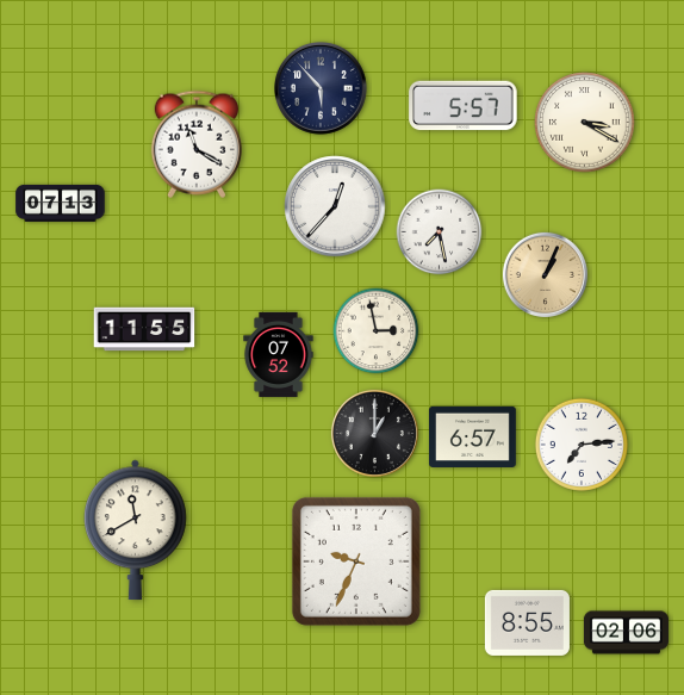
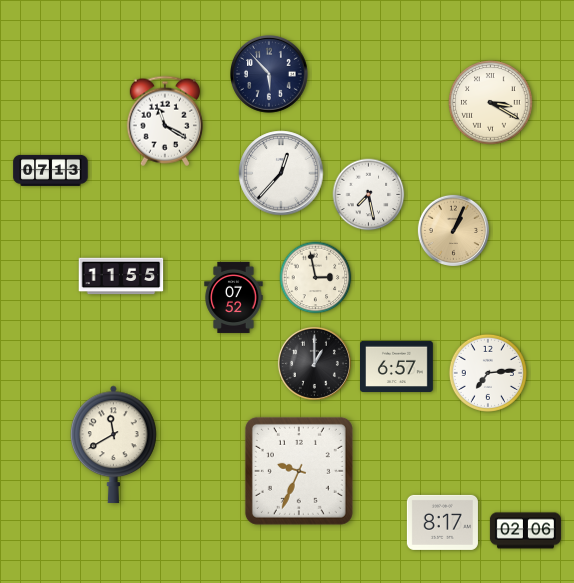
clock at (464, 106): 5:57 -> none
clock at (545, 274) position: (545, 274) -> (453, 230)
clock at (527, 622): 8:55 -> 8:17
